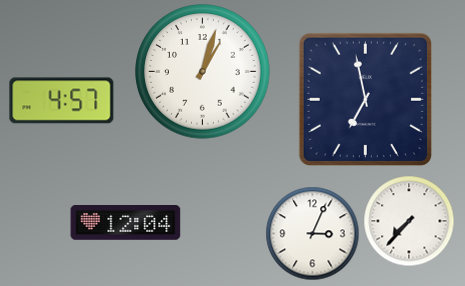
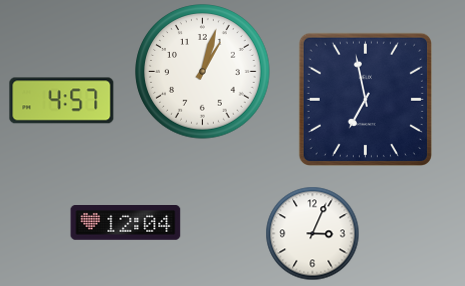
clock at (409, 221): 7:37 -> none
